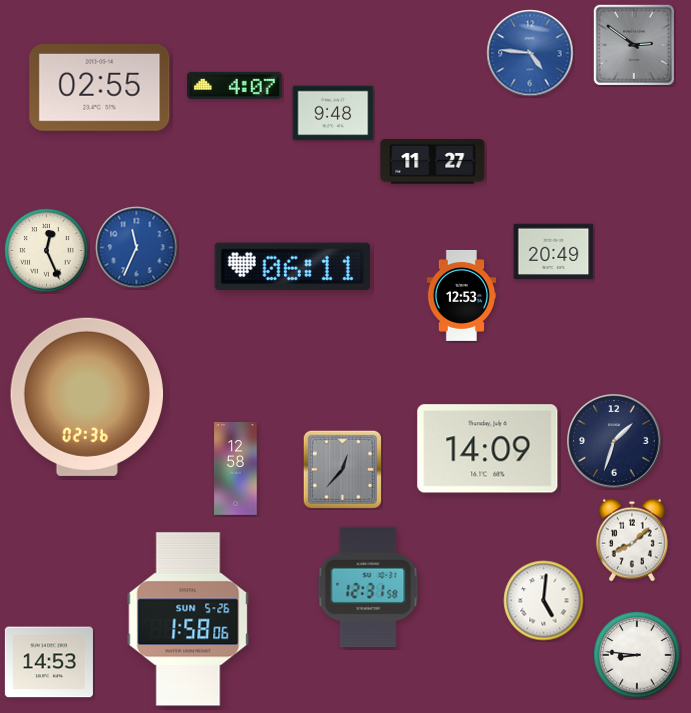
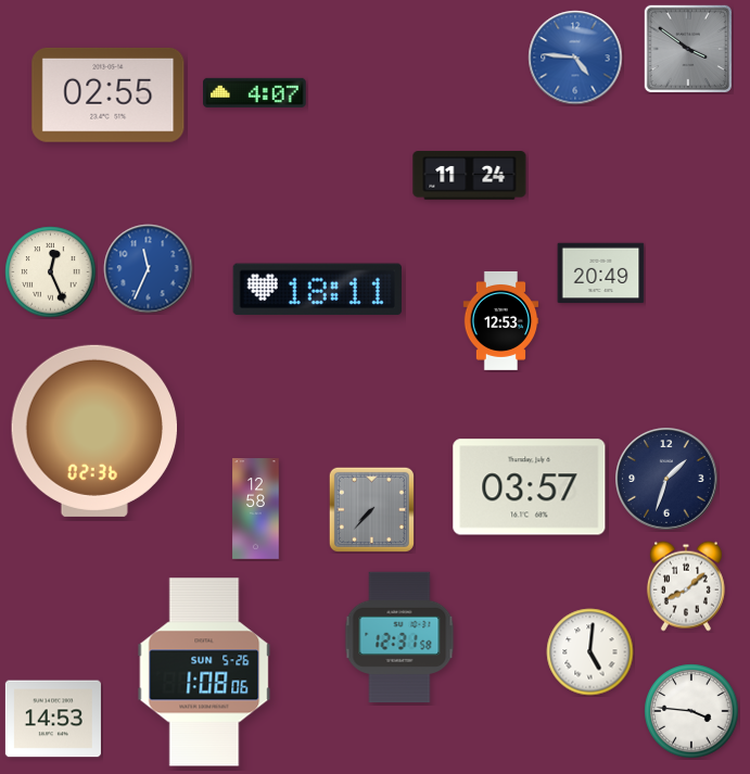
clock at (634, 45): 2:51 -> 3:51
clock at (333, 113): 9:48 -> none
clock at (433, 162): 11:27 -> 11:24
clock at (292, 267): 06:11 -> 18:11
clock at (488, 449): 14:09 -> 03:57
clock at (342, 469): 12:37 -> 7:37
clock at (188, 619): 1:58 -> 1:08
clock at (637, 655): 8:46 -> 3:46
